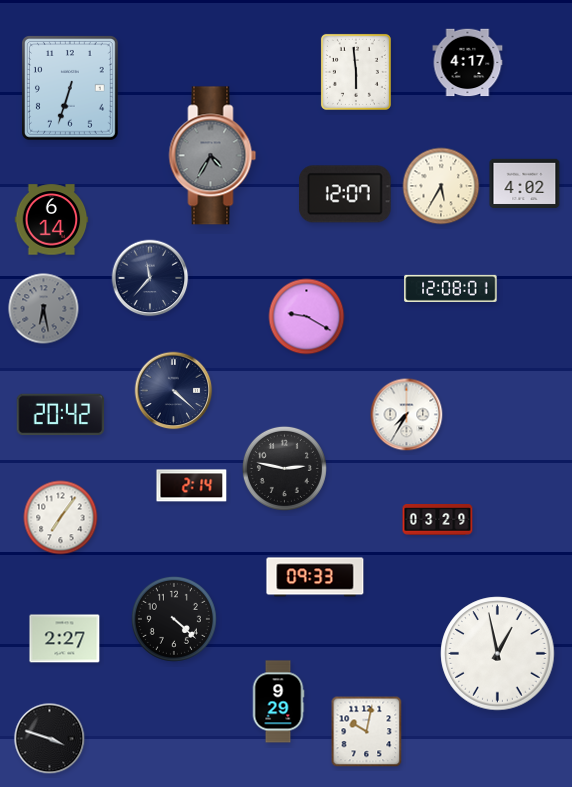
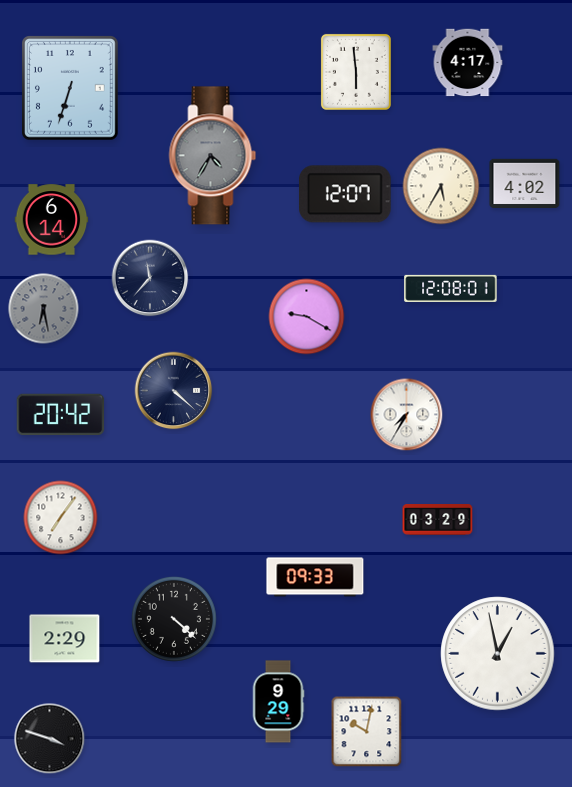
clock at (284, 468): 2:47 -> none
clock at (192, 486): 2:14 -> none
clock at (65, 639): 2:27 -> 2:29
